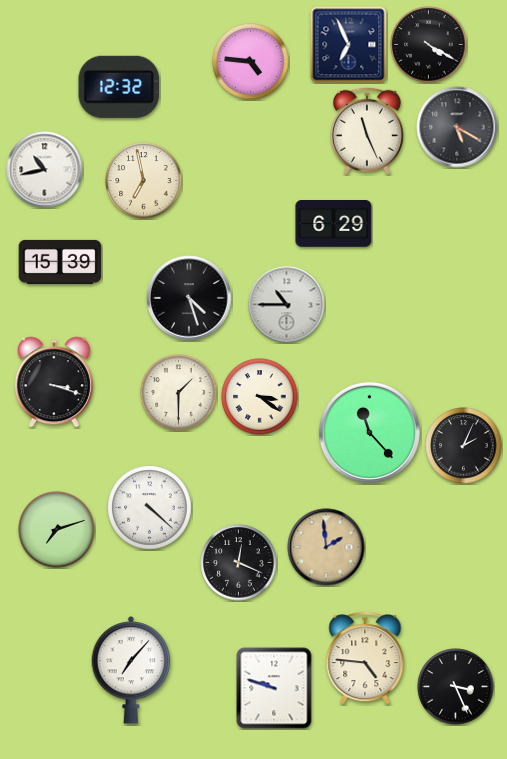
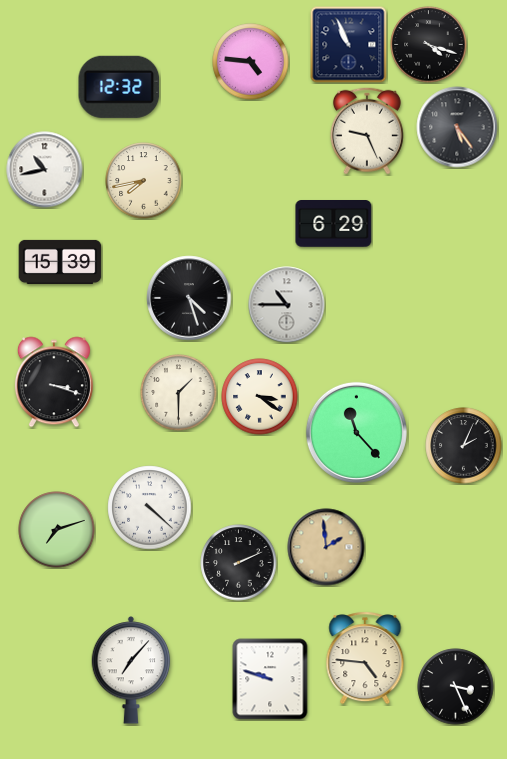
clock at (349, 45): 6:56 -> 10:56
clock at (429, 45): 4:20 -> 4:18
clock at (457, 127): 5:20 -> 5:24
clock at (367, 131): 11:26 -> 9:26
clock at (144, 181): 6:58 -> 7:43
clock at (369, 432) position: (369, 432) -> (356, 432)
clock at (239, 563): 12:19 -> 2:11
clock at (274, 688) position: (274, 688) -> (270, 679)
